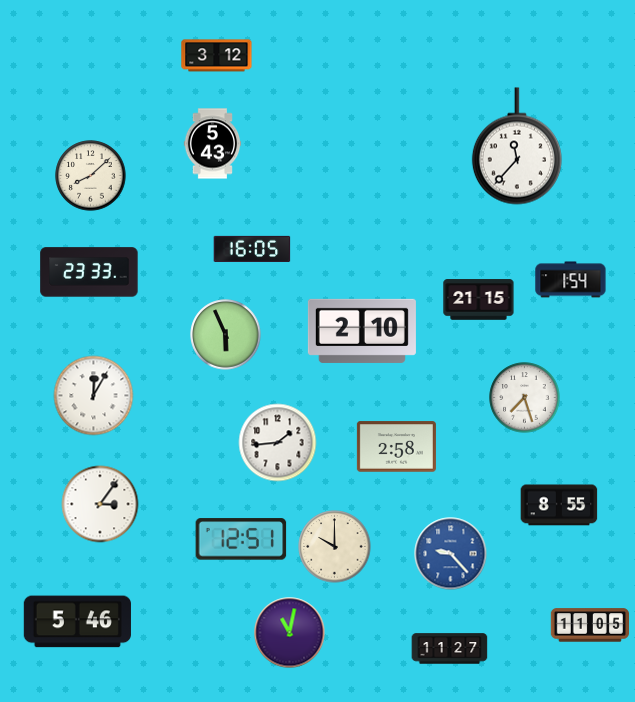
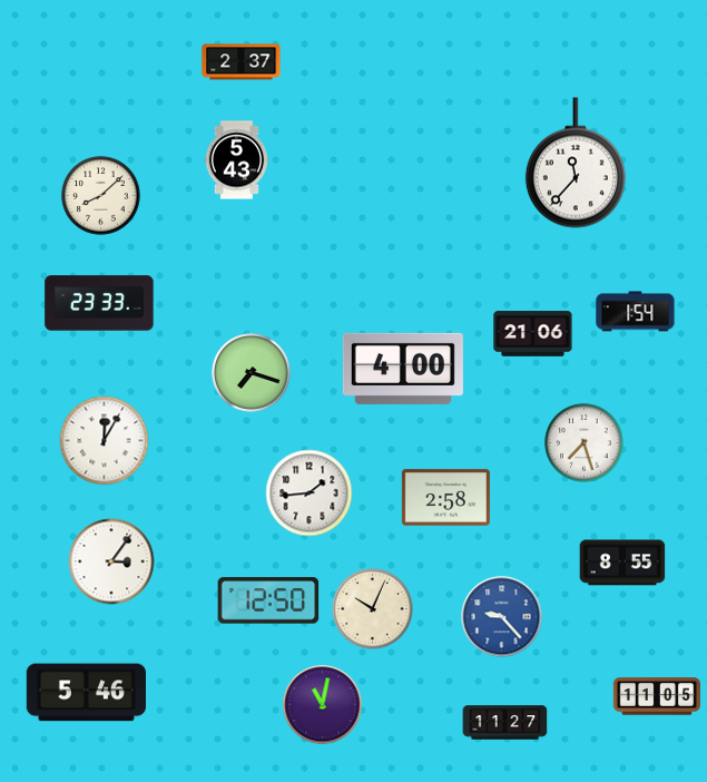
clock at (217, 56): 3:12 -> 2:37
clock at (252, 249): 16:05 -> none
clock at (479, 300): 21:15 -> 21:06
clock at (362, 331): 2:10 -> 4:00
clock at (226, 335): 5:56 -> 7:18
clock at (396, 447) position: (396, 447) -> (445, 498)
clock at (241, 539): 12:51 -> 12:50
clock at (335, 547): 10:00 -> 10:04
clock at (450, 649) position: (450, 649) -> (505, 723)
